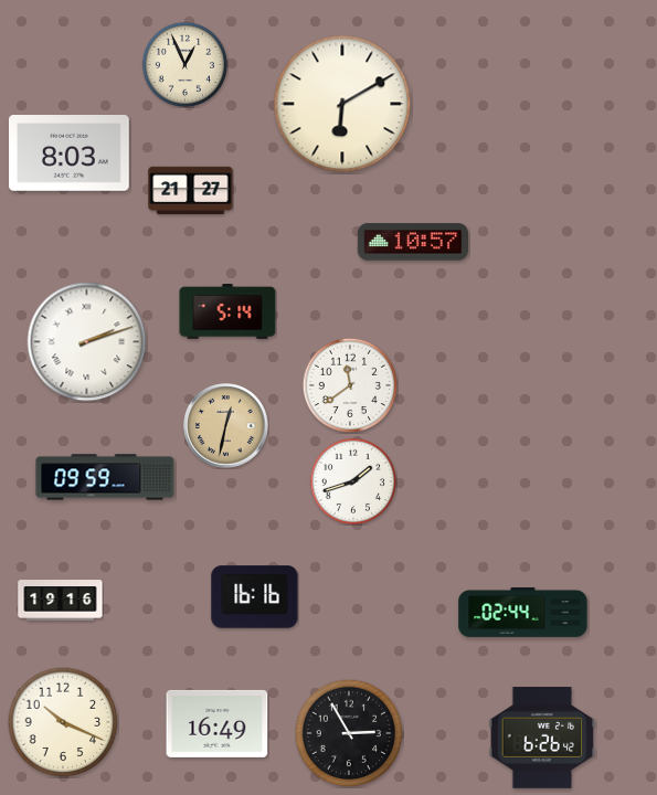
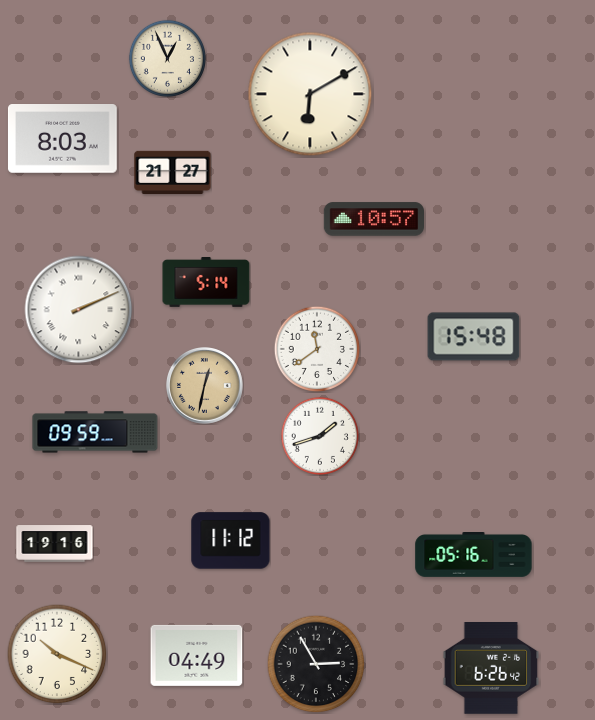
clock at (87, 342): 2:12 -> 2:11
clock at (474, 337): none -> 15:48
clock at (255, 597): 16:16 -> 11:12
clock at (523, 613): 02:44 -> 05:16
clock at (218, 723): 16:49 -> 04:49
